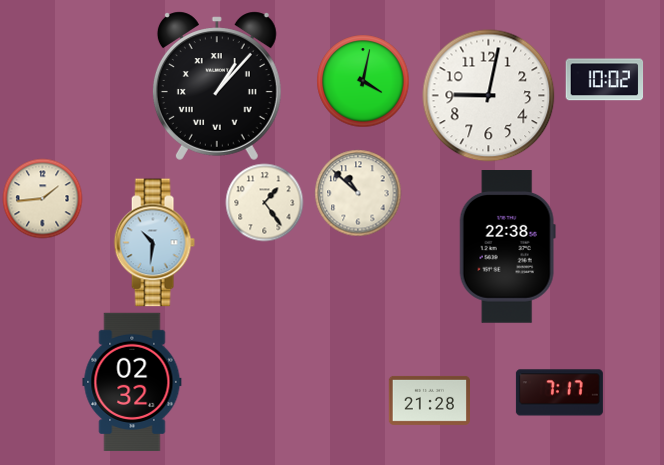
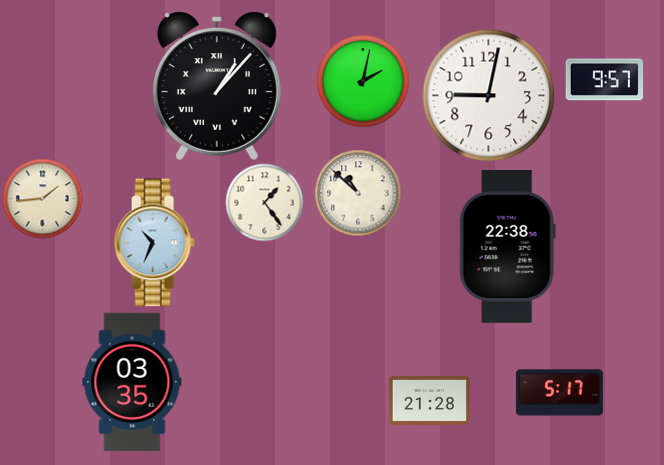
clock at (604, 80): 10:02 -> 9:57
clock at (363, 81): 4:02 -> 2:02
clock at (154, 243): 10:31 -> 10:34
clock at (132, 381): 02:32 -> 03:35
clock at (559, 393): 7:17 -> 5:17
